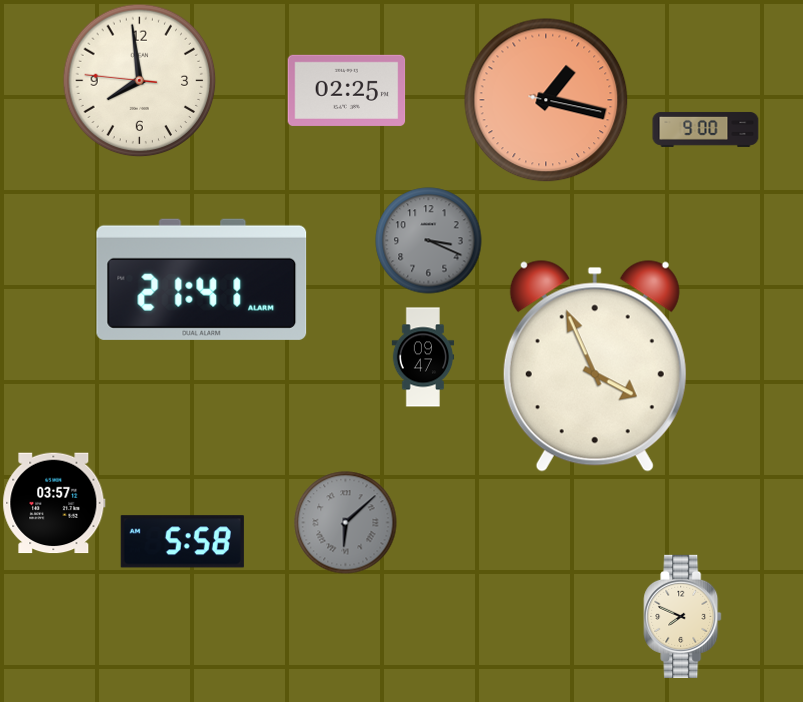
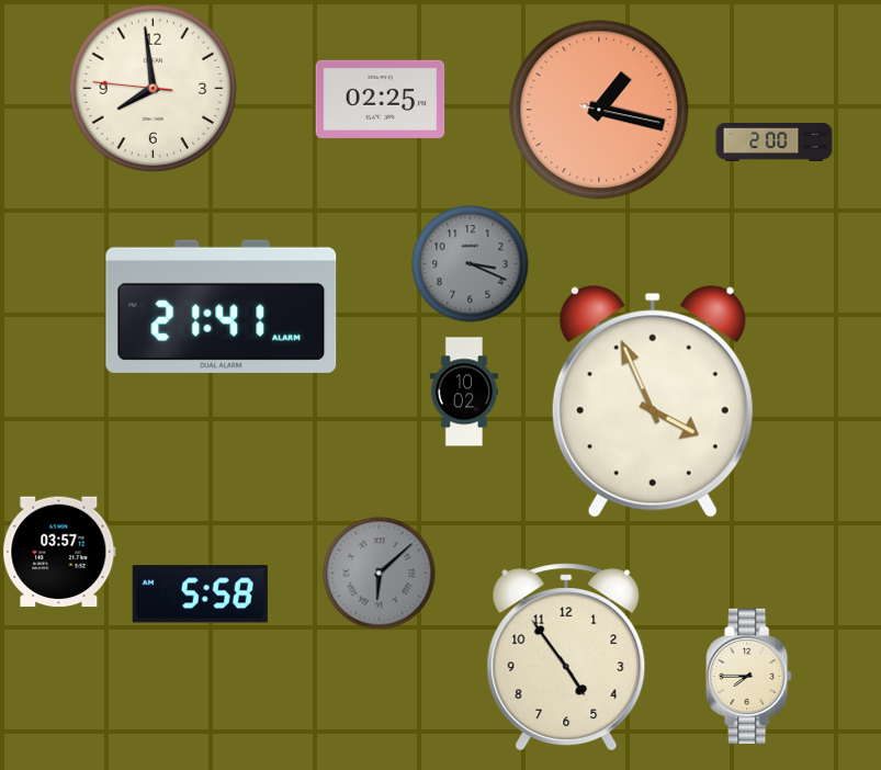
clock at (706, 129): 9:00 -> 2:00
clock at (423, 357): 09:47 -> 10:02
clock at (566, 656): none -> 4:54
clock at (683, 616): 7:49 -> 7:45
